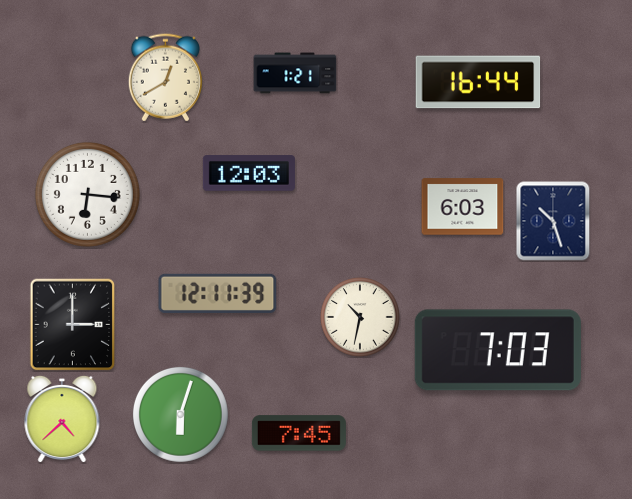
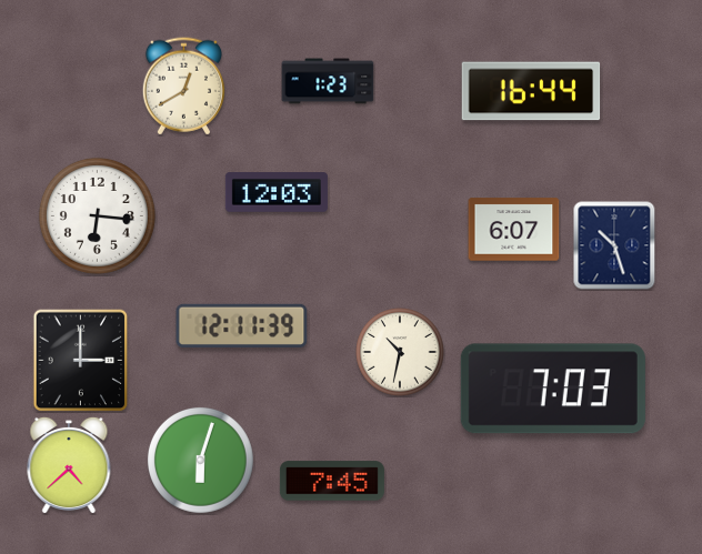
clock at (295, 73): 1:21 -> 1:23
clock at (463, 207): 6:03 -> 6:07
